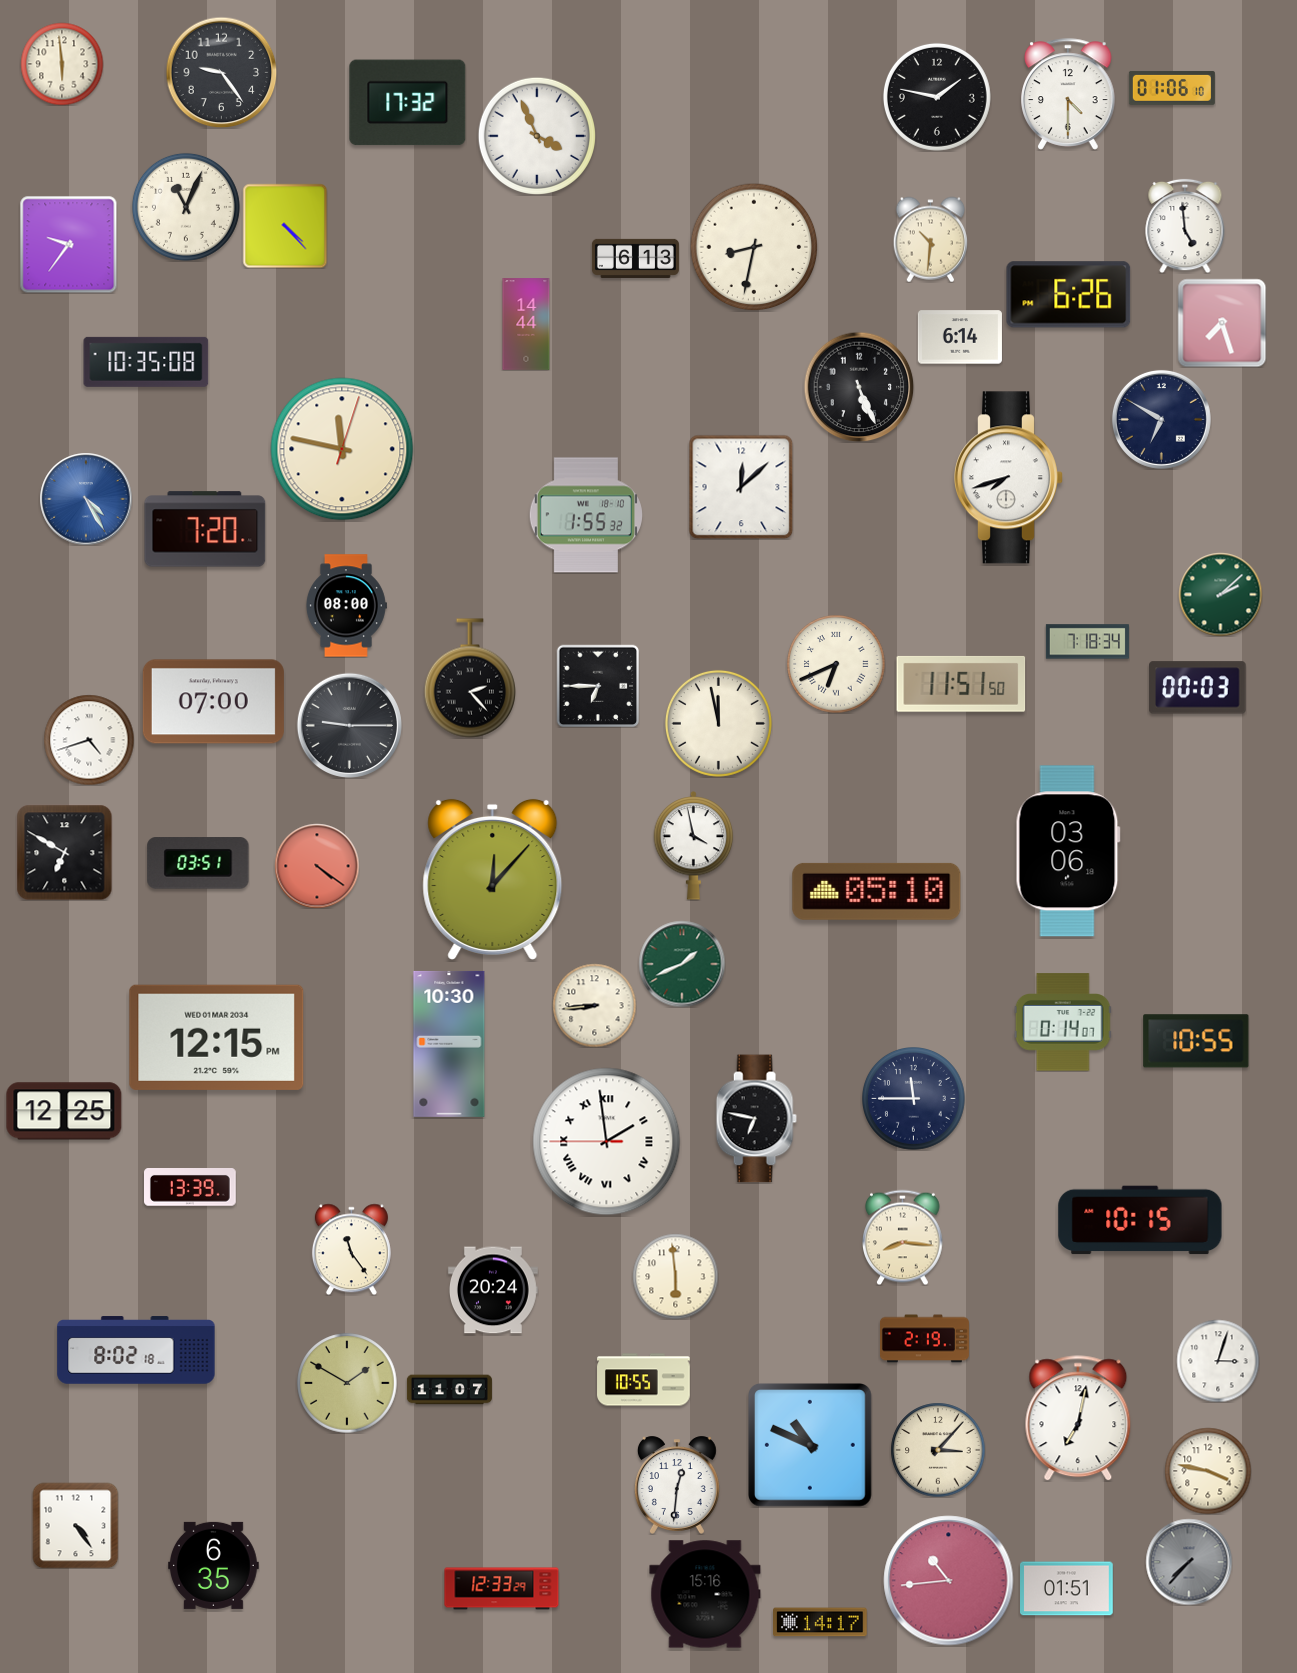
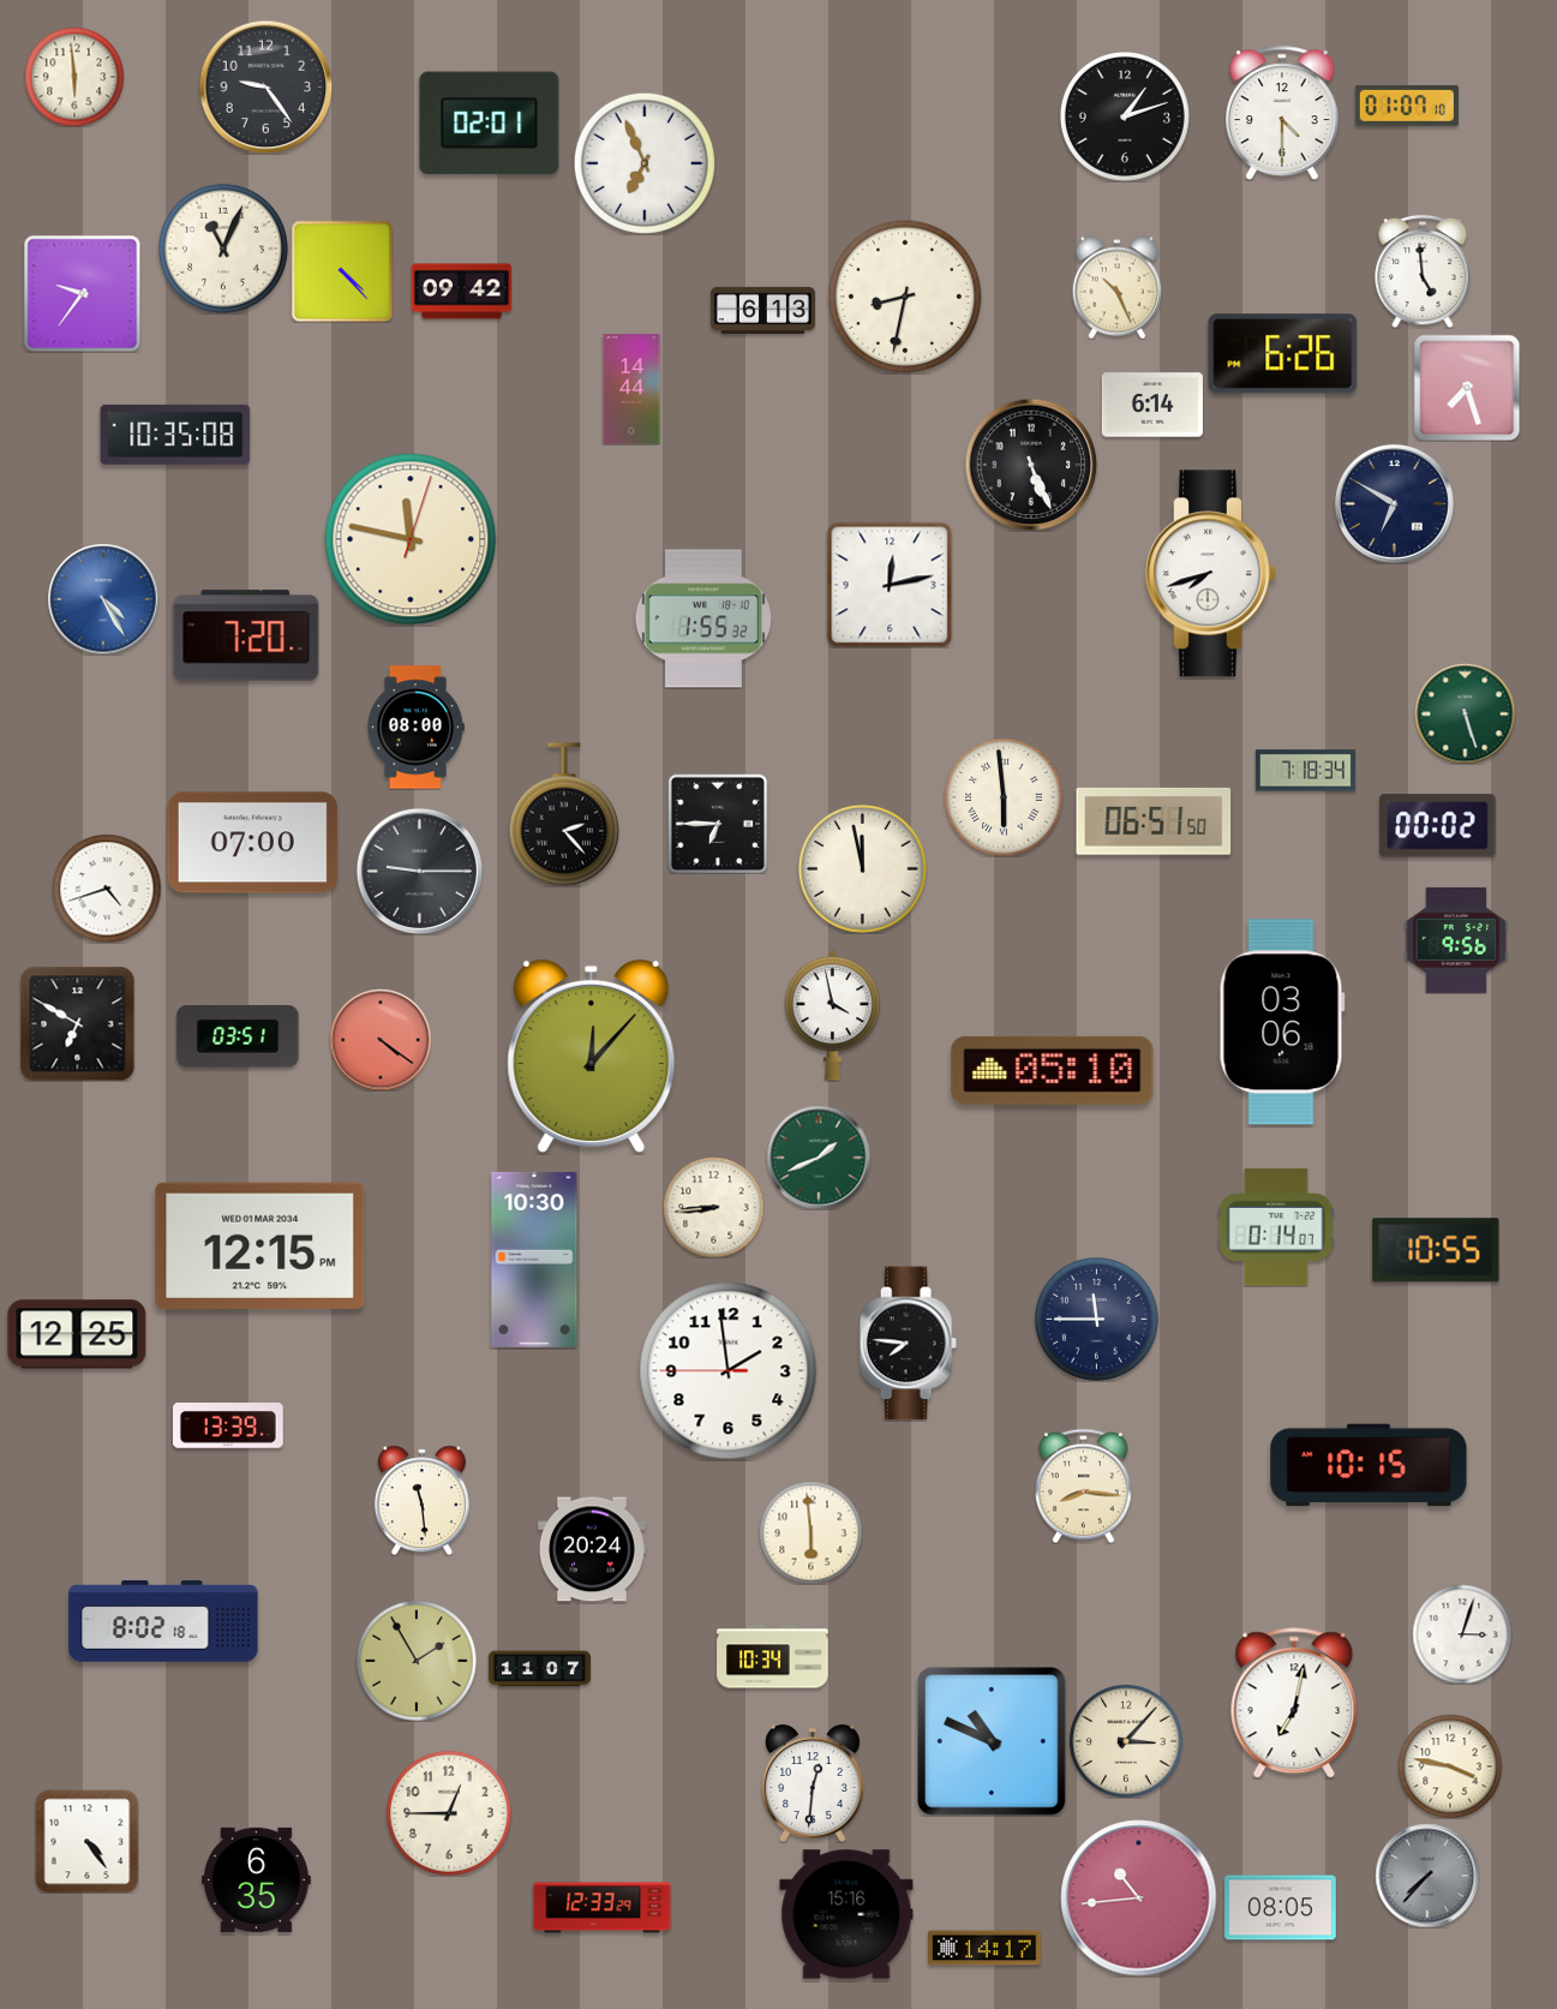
clock at (1172, 88): 01:06 -> 01:07
clock at (937, 97): 1:47 -> 1:12
clock at (408, 103): 17:32 -> 02:01
clock at (537, 136): 3:56 -> 6:56
clock at (930, 239): 10:31 -> 10:26
clock at (461, 292): none -> 09:42
clock at (741, 487): 12:08 -> 12:13
clock at (1220, 594): 2:08 -> 5:27
clock at (836, 664): 6:41 -> 5:59
clock at (961, 684): 11:51 -> 06:51
clock at (1198, 688): 00:03 -> 00:02
clock at (213, 702) position: (213, 702) -> (252, 843)
clock at (1456, 940): none -> 9:56
clock at (449, 1044) position: (449, 1044) -> (534, 1260)
clock at (756, 1119): 6:47 -> 7:46
clock at (607, 1142) numerals: Roman -> Arabic
clock at (351, 1249): 11:24 -> 11:29
clock at (925, 1339): 2:19 -> none
clock at (644, 1380): 10:55 -> 10:34
clock at (347, 1383): 1:50 -> 1:55
clock at (811, 1446) position: (811, 1446) -> (993, 1742)
clock at (449, 1813): none -> 12:45
clock at (75, 1525) position: (75, 1525) -> (86, 1841)
clock at (1067, 1589): 01:51 -> 08:05
